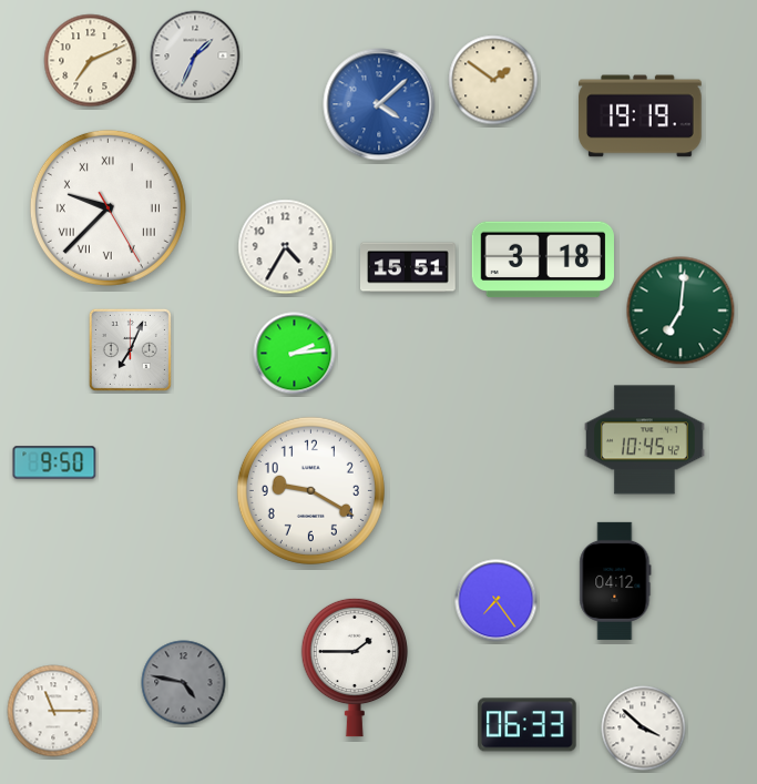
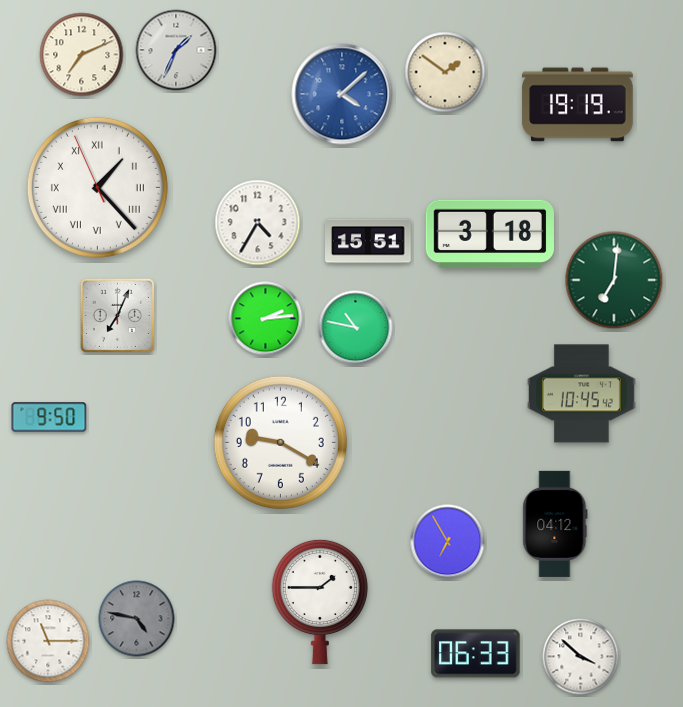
clock at (108, 207): 9:37 -> 1:22
clock at (356, 328): none -> 10:47
clock at (644, 440) position: (644, 440) -> (581, 394)
clock at (497, 601): 7:24 -> 6:55
clock at (184, 683) position: (184, 683) -> (137, 619)
